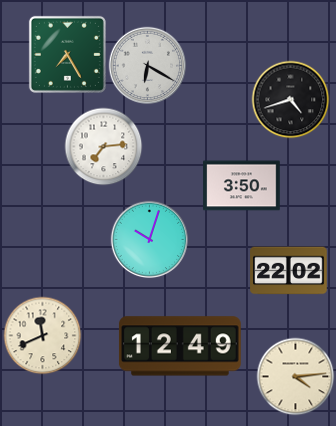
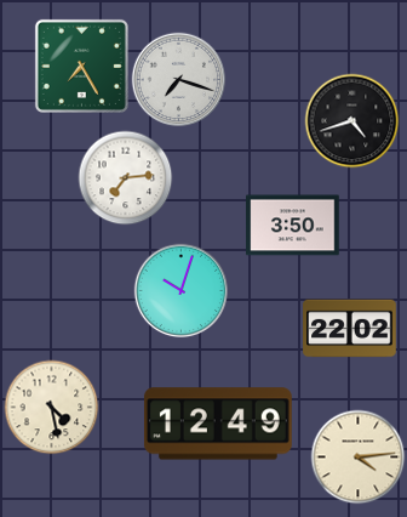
clock at (147, 65): 6:20 -> 7:18
clock at (42, 335): 11:41 -> 4:28
clock at (180, 346) position: (180, 346) -> (218, 424)
